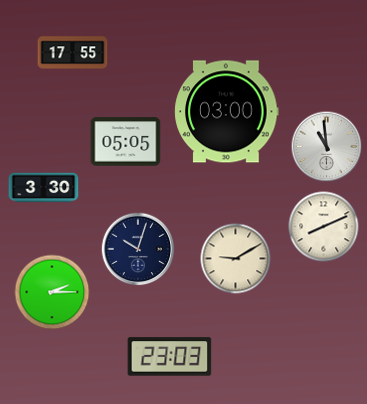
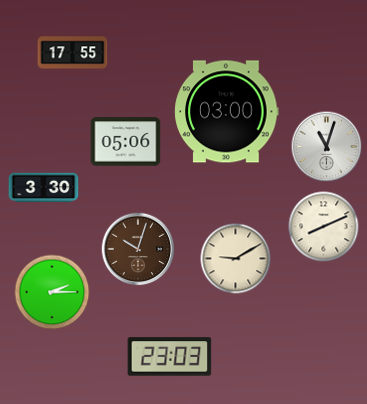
clock at (126, 142): 05:05 -> 05:06
clock at (327, 147): 10:59 -> 11:03
clock at (138, 249) dial: navy -> brown
